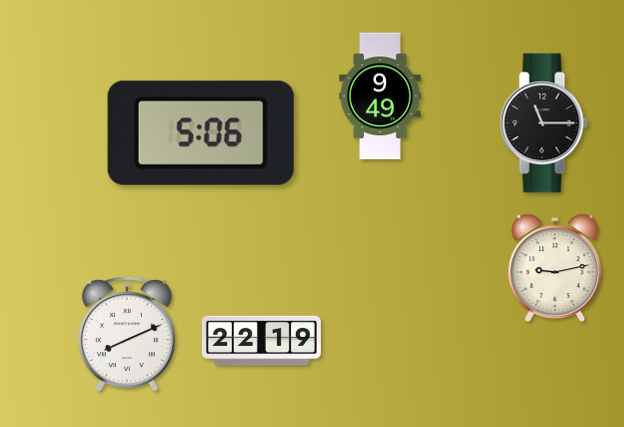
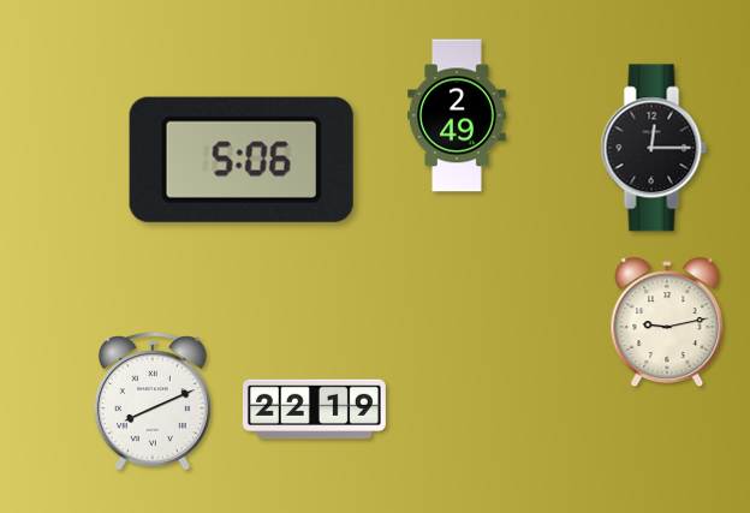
clock at (380, 96): 9:49 -> 2:49
clock at (544, 123): 11:15 -> 12:15
